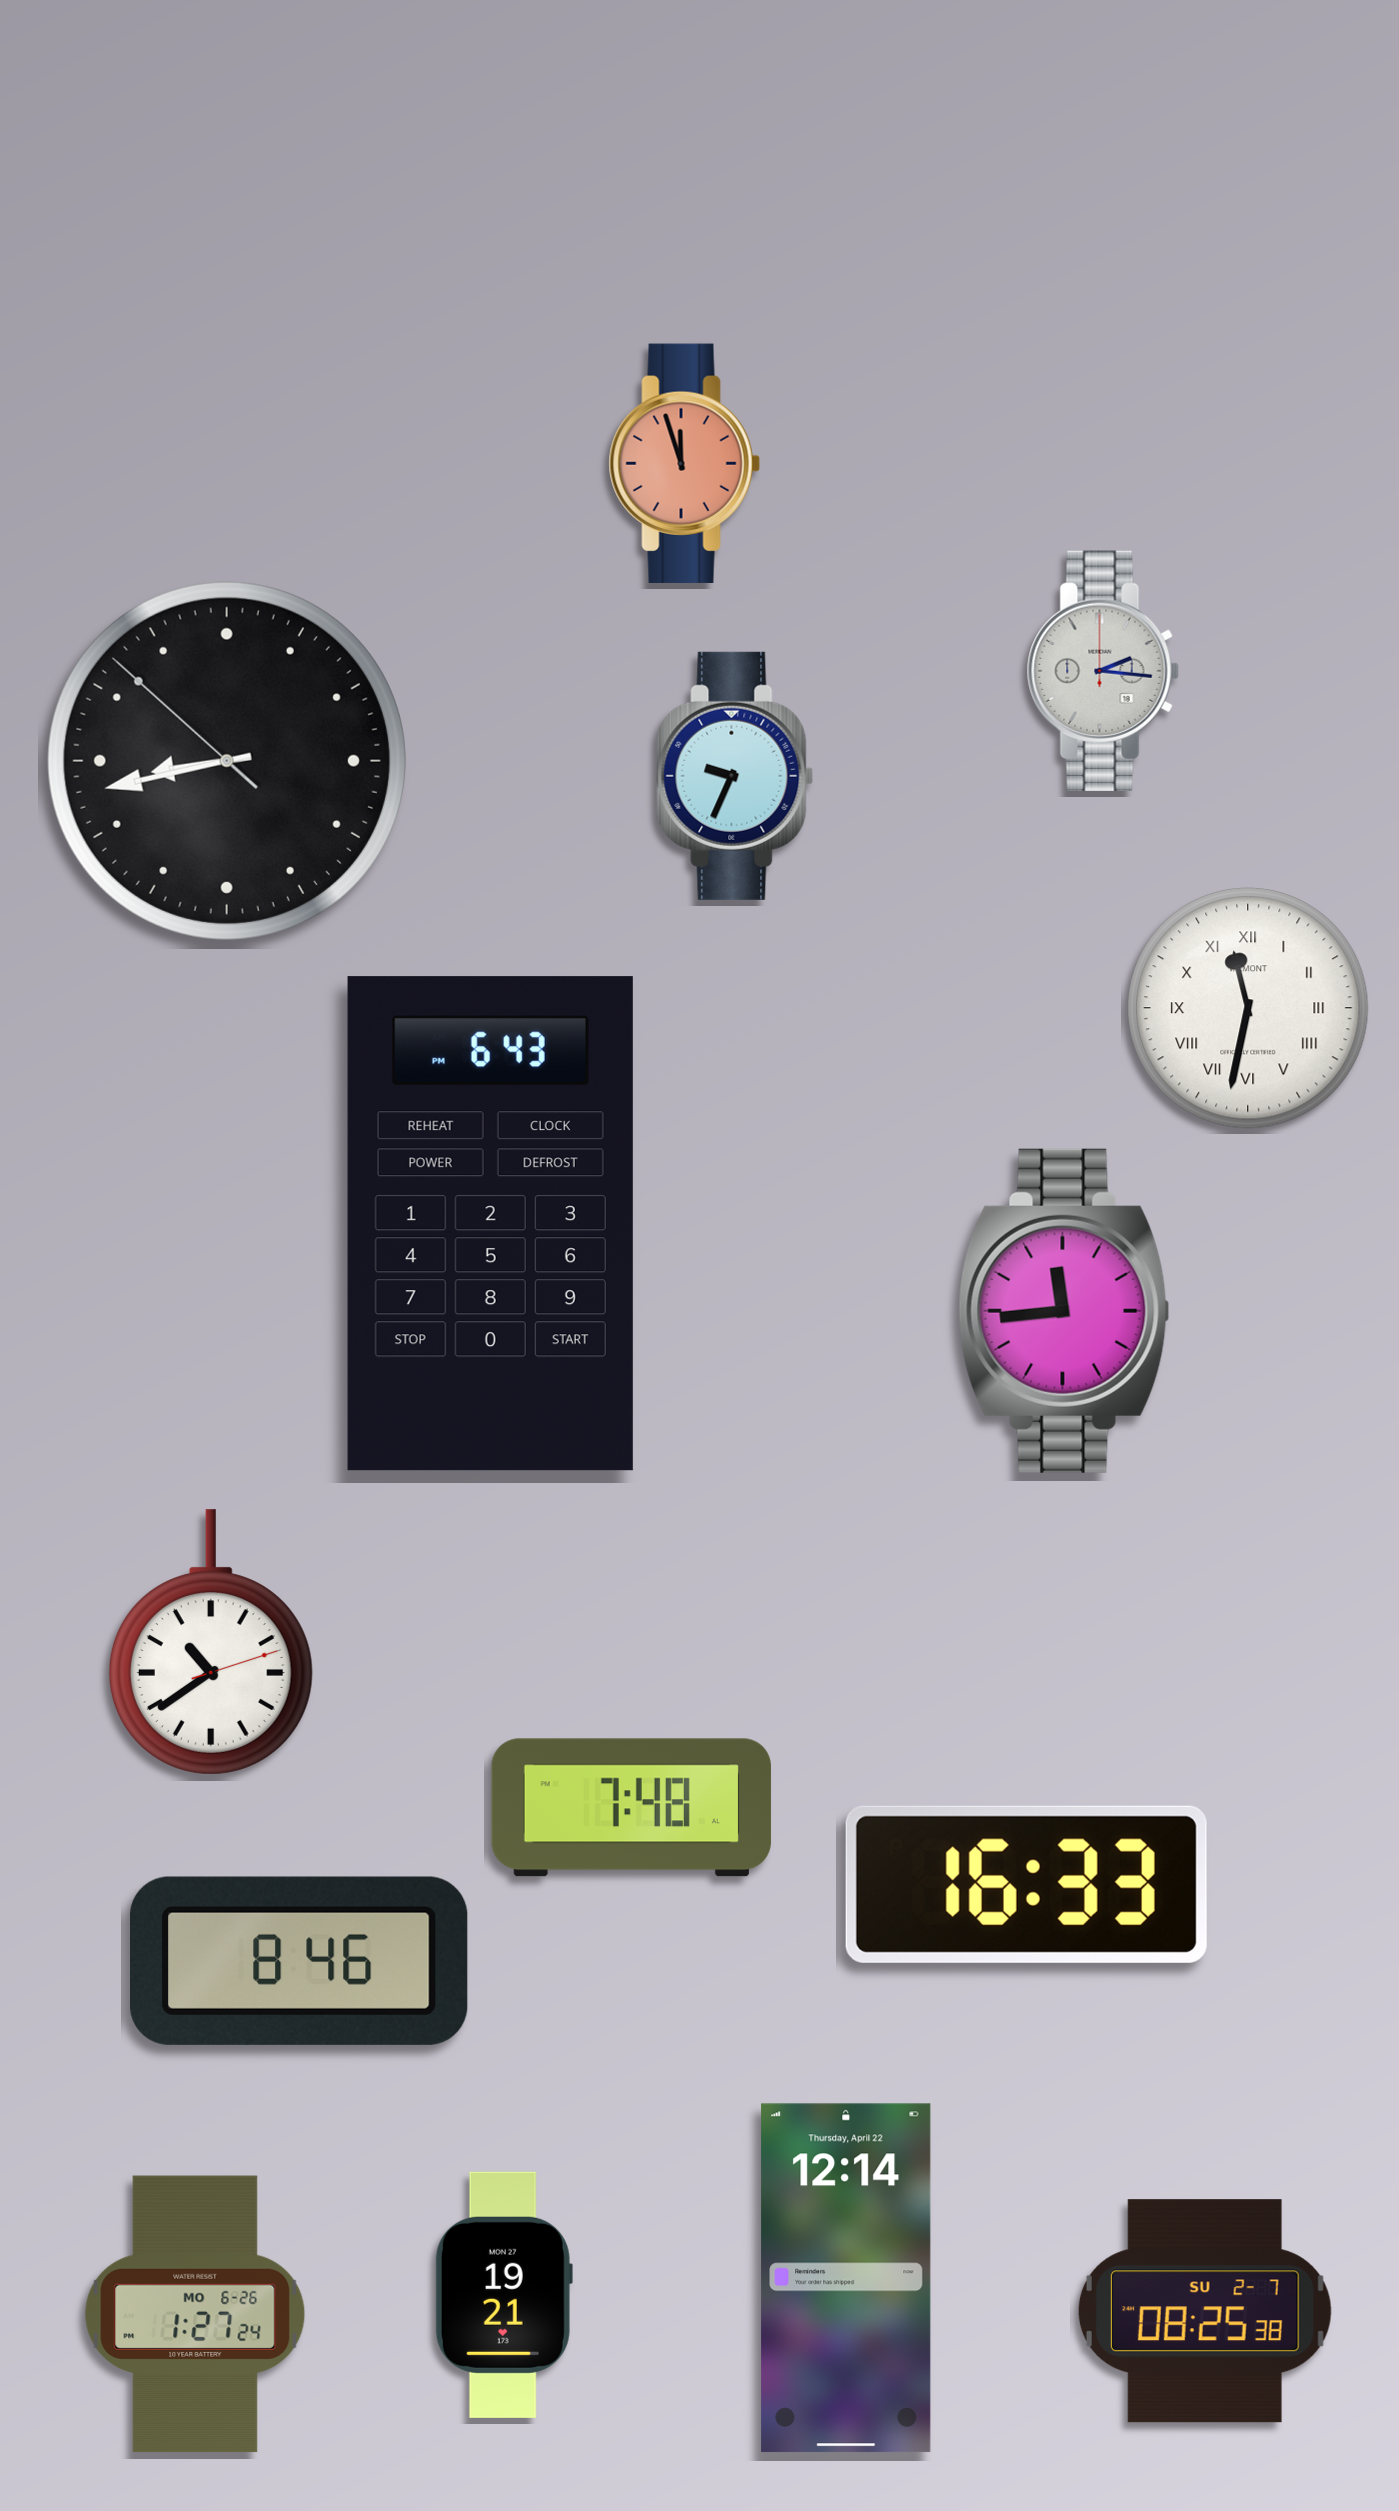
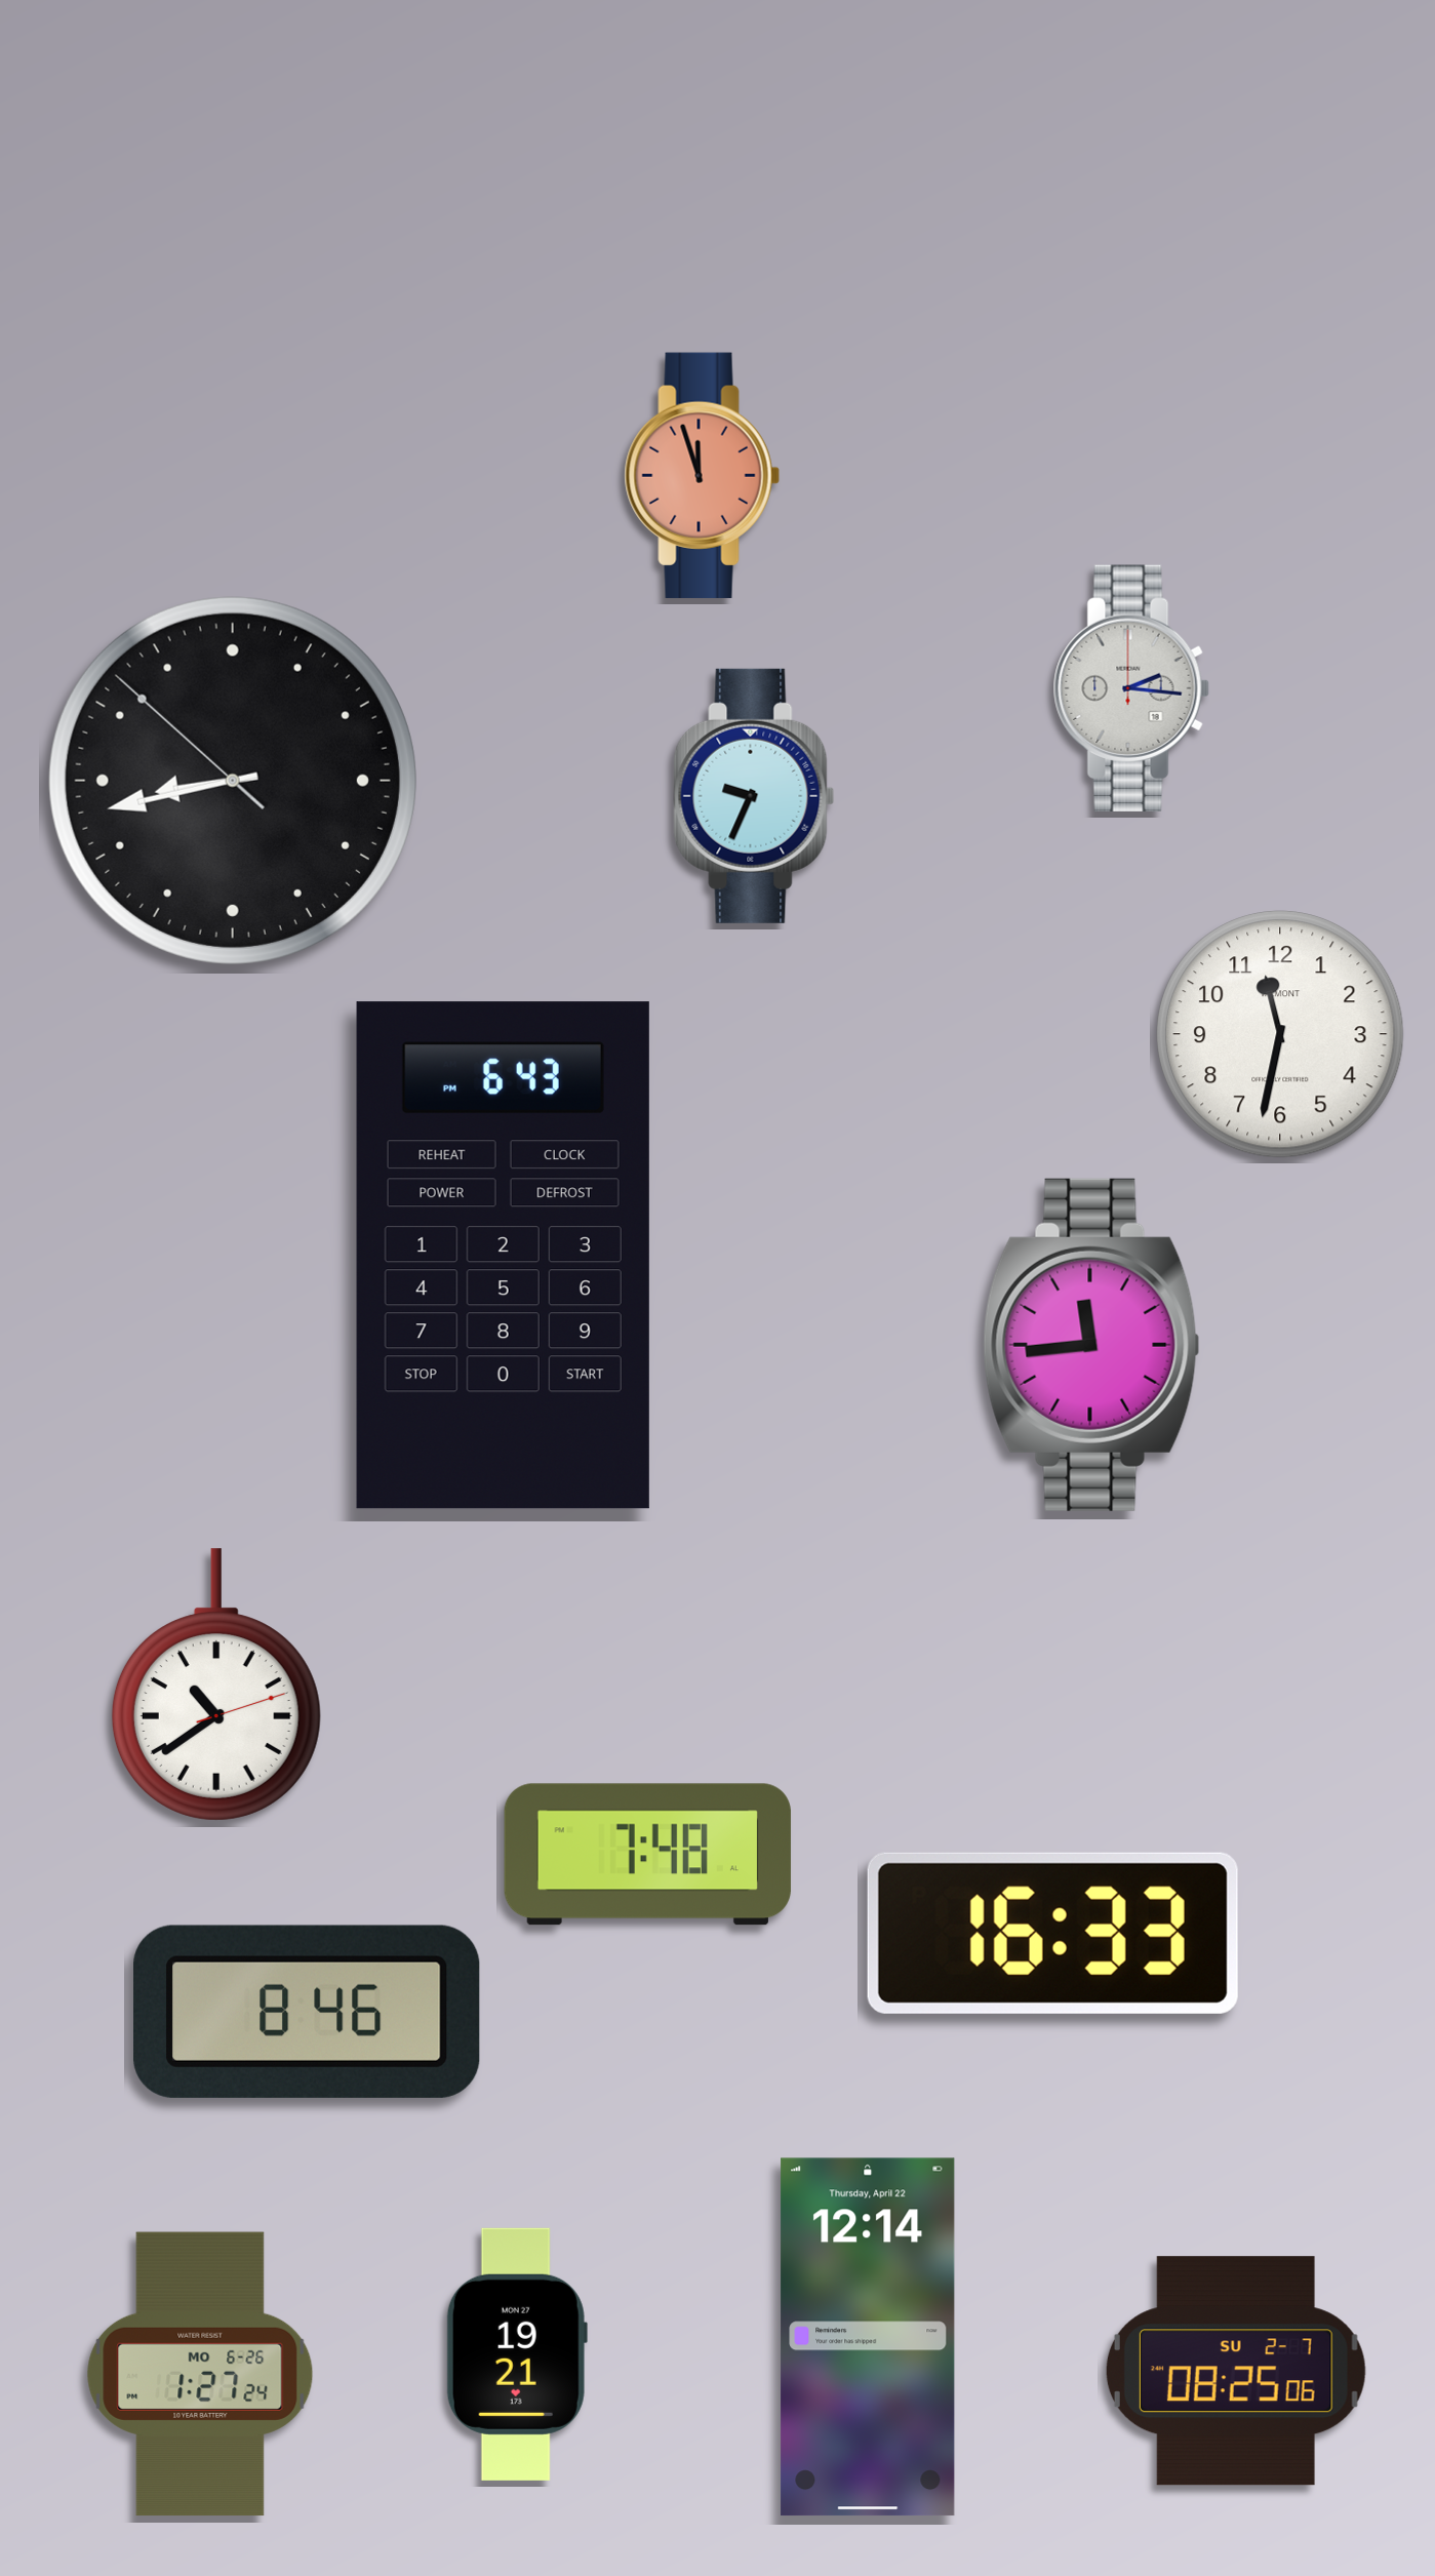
clock at (1248, 1008) numerals: Roman -> Arabic
clock at (1205, 2311): 08:25:38 -> 08:25:06
